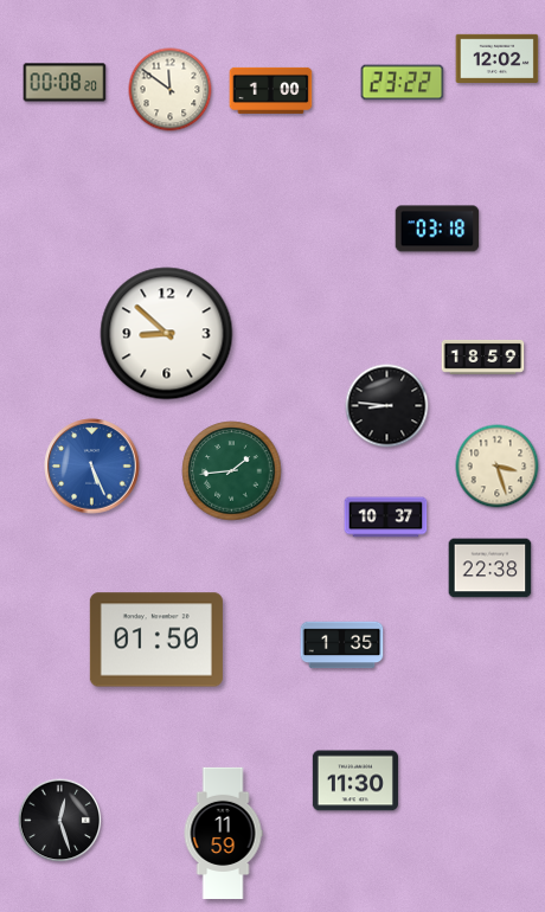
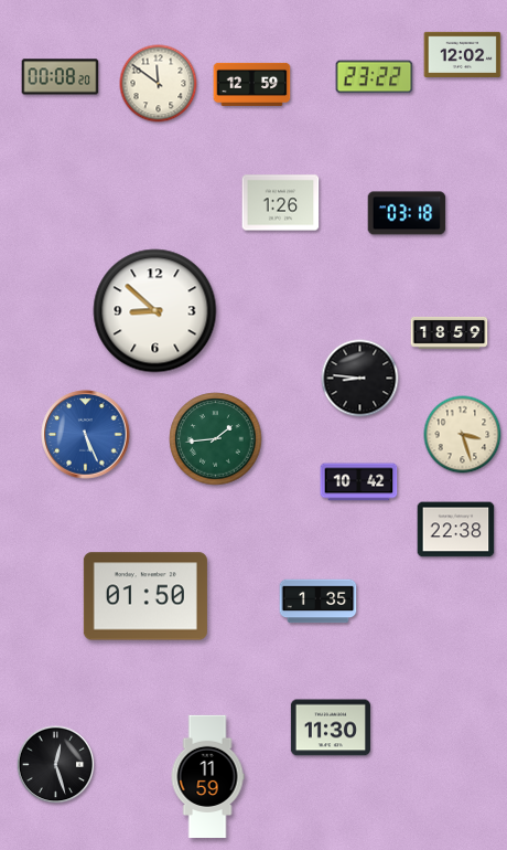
clock at (271, 90): 1:00 -> 12:59
clock at (281, 203): none -> 1:26
clock at (386, 518): 10:37 -> 10:42
